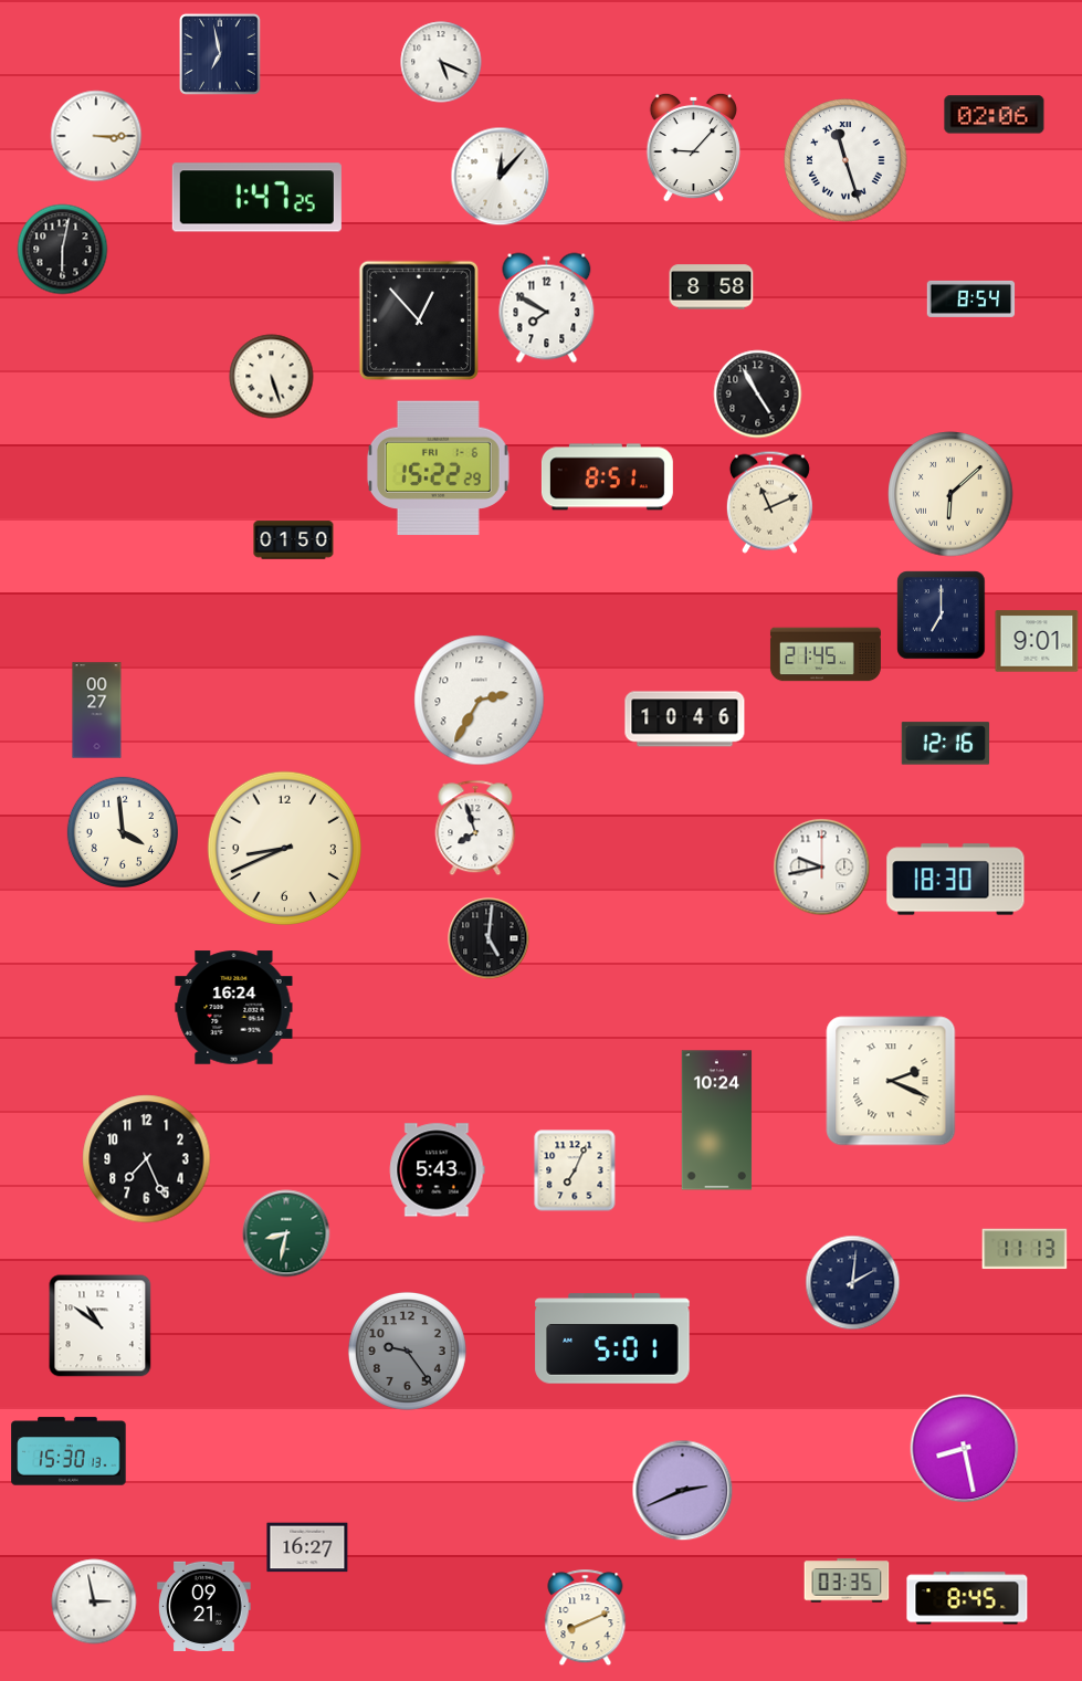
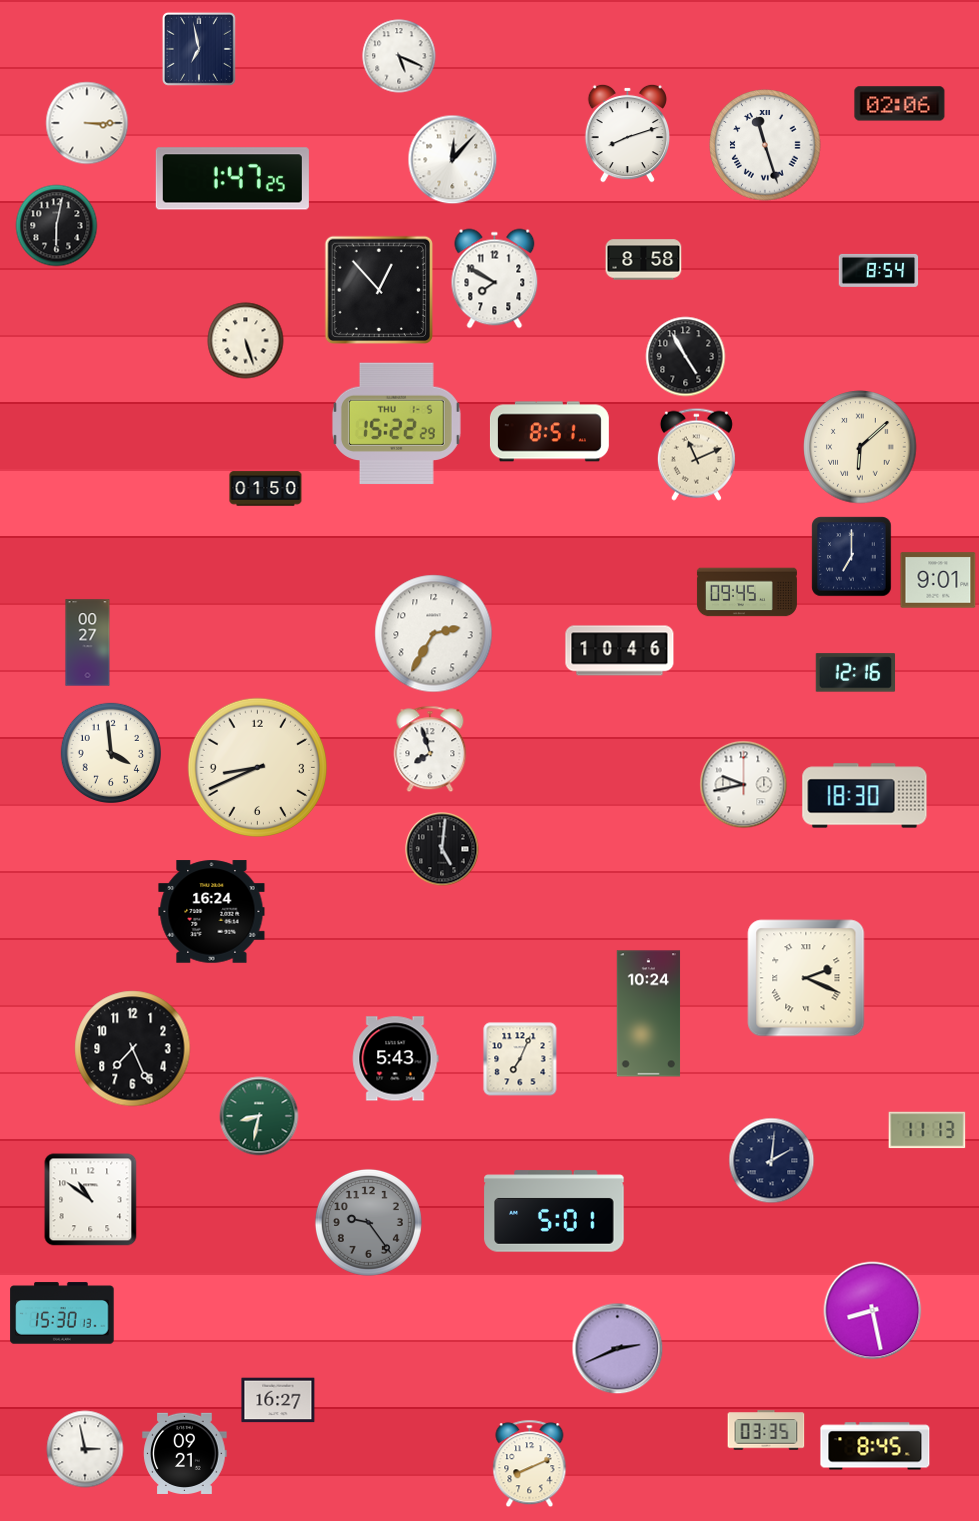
clock at (693, 147): 9:07 -> 8:12
clock at (438, 469) date: FRI 1-6 -> THU 1-5
clock at (826, 654): 21:45 -> 09:45
